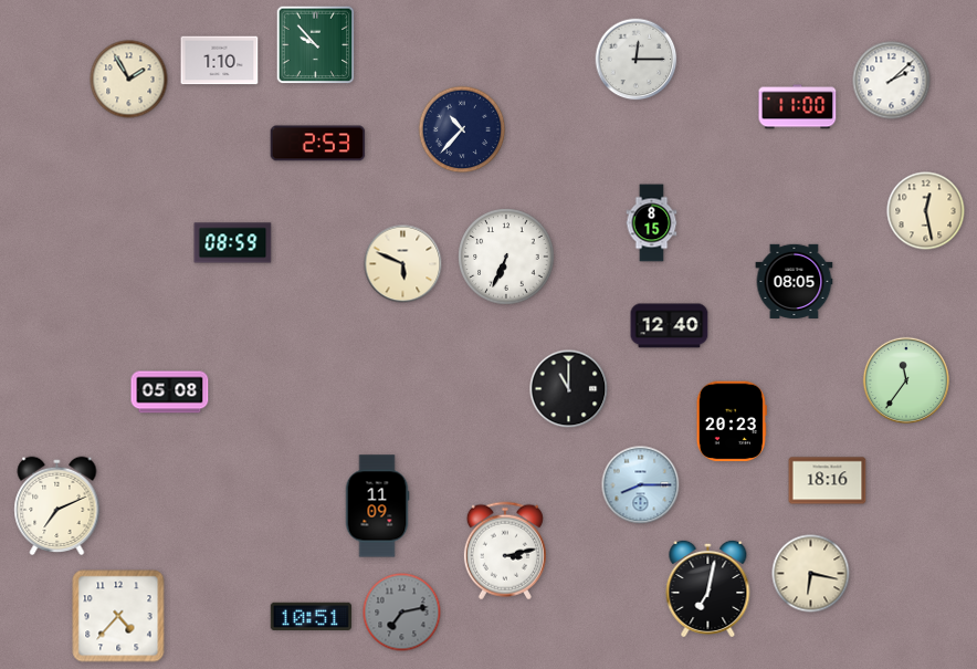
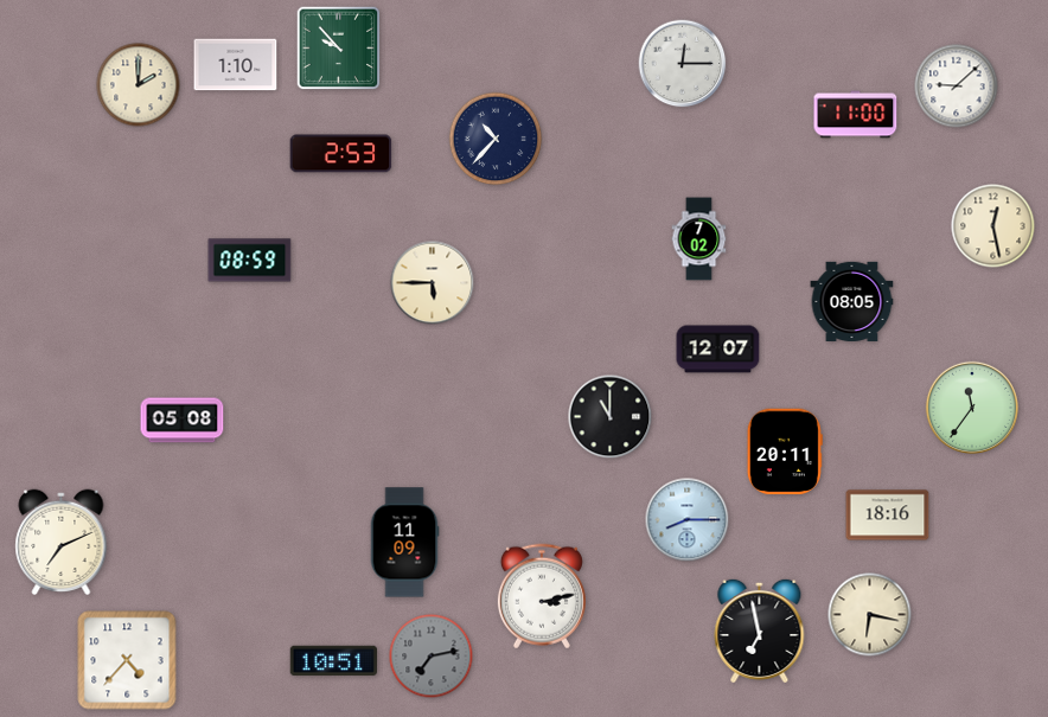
clock at (129, 80): 1:55 -> 2:00
clock at (892, 81): 2:08 -> 9:08
clock at (652, 223): 8:15 -> 7:02
clock at (506, 257): 6:34 -> none
clock at (403, 264): 5:49 -> 5:45
clock at (670, 326): 12:40 -> 12:07
clock at (732, 421): 20:23 -> 20:11
clock at (505, 551) position: (505, 551) -> (542, 596)
clock at (708, 588): 7:02 -> 6:58
